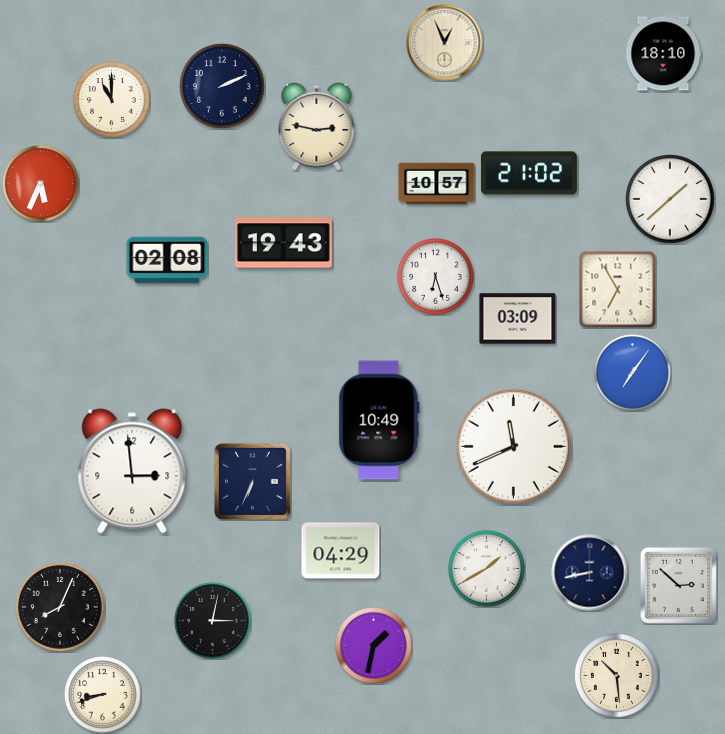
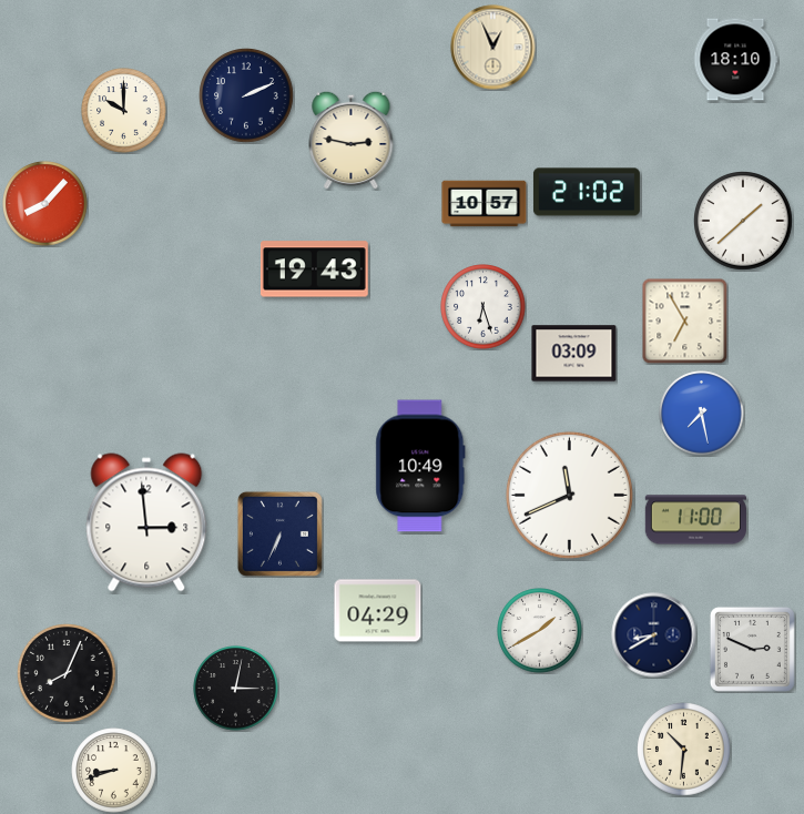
clock at (112, 100): 11:00 -> 10:00
clock at (41, 184): 5:34 -> 8:07
clock at (167, 260): 02:08 -> none
clock at (633, 373): 7:06 -> 7:28
clock at (695, 520): none -> 11:00
clock at (590, 573): 8:43 -> 8:40
clock at (678, 585): 2:52 -> 2:49
clock at (374, 646): 1:32 -> none
clock at (617, 676): 10:29 -> 10:31
